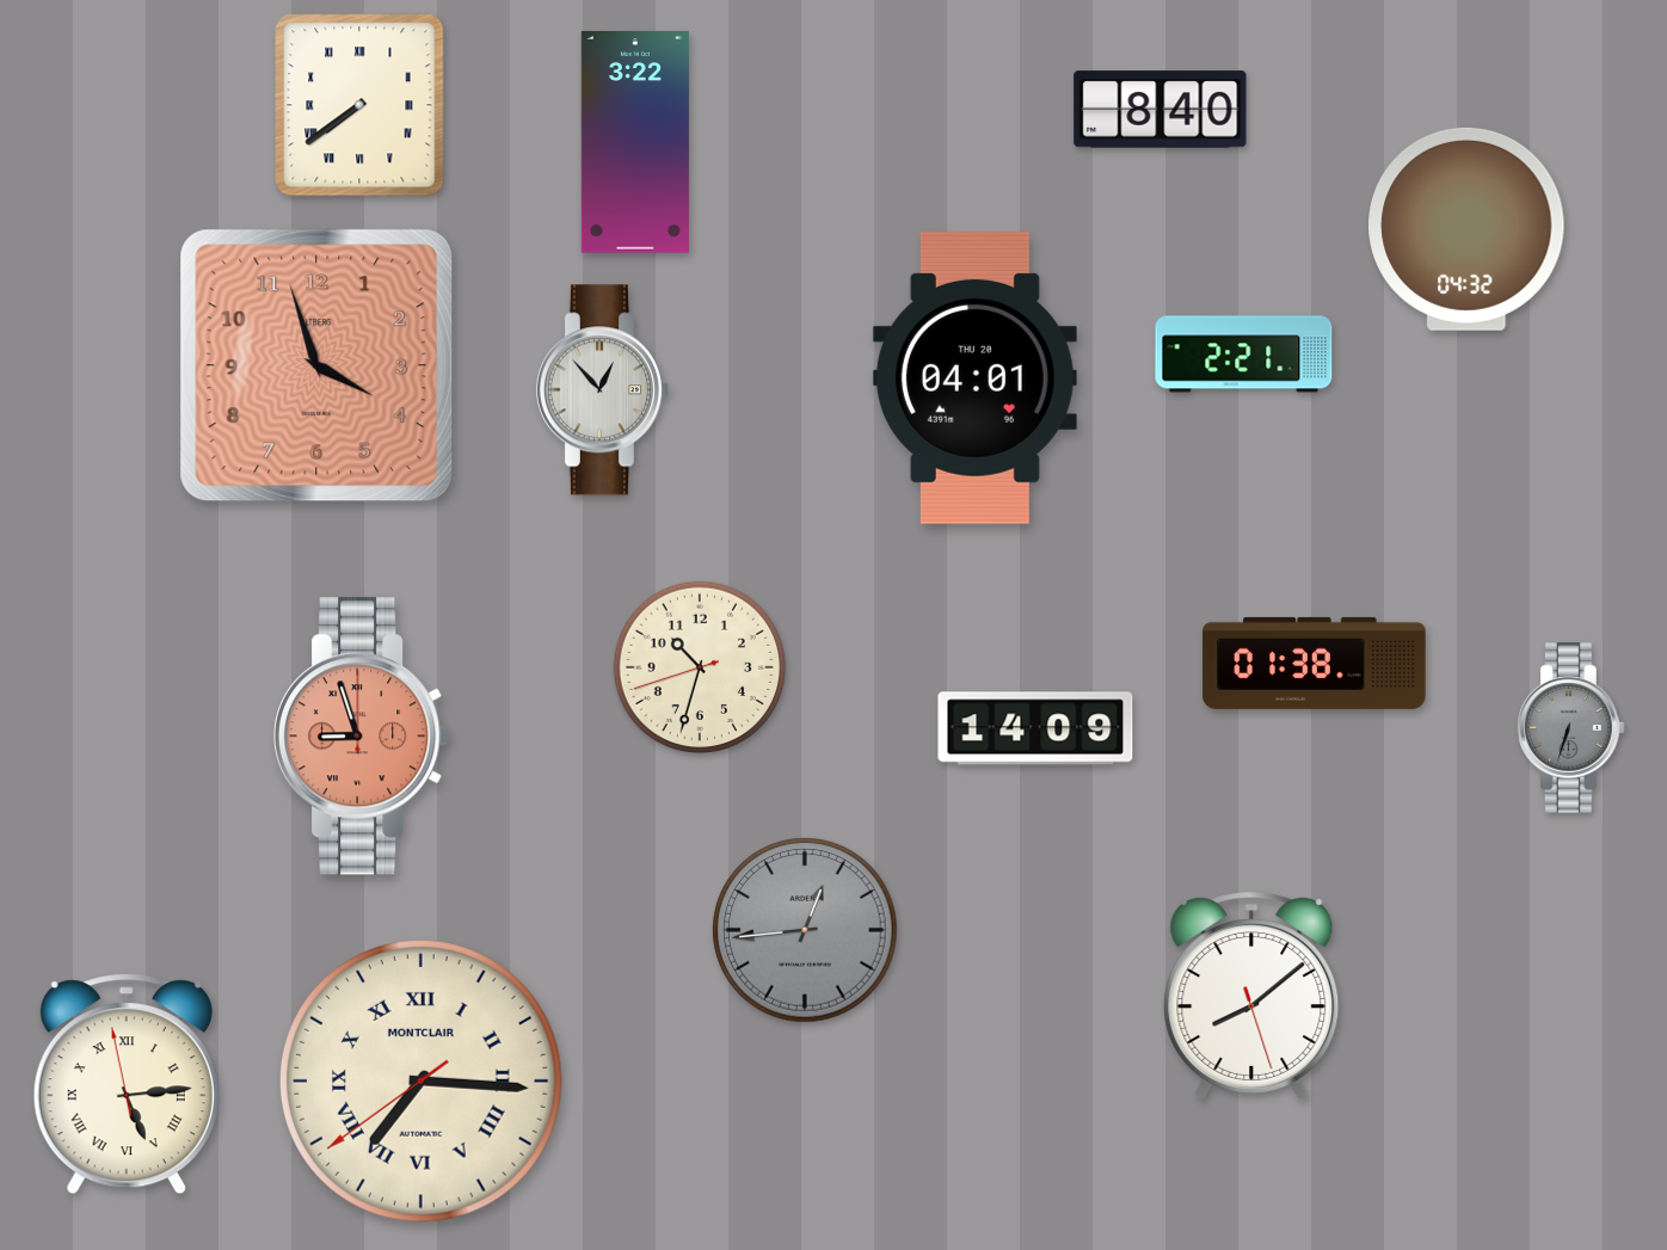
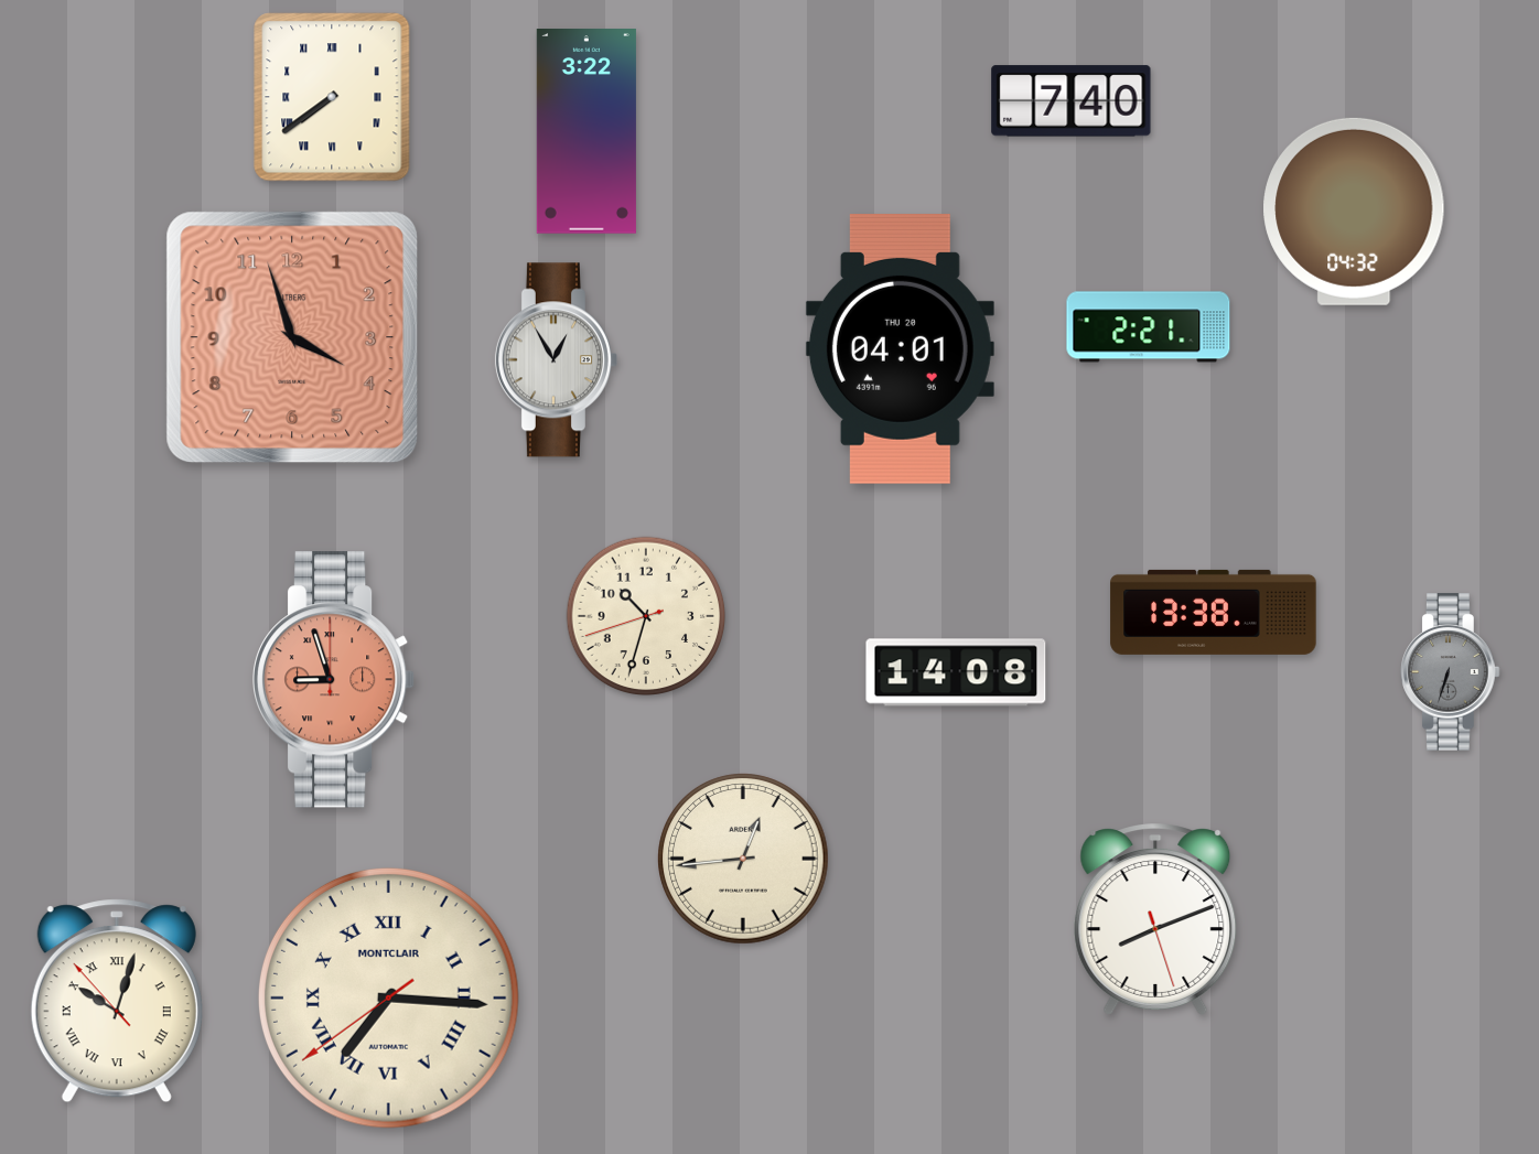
clock at (1161, 110): 8:40 -> 7:40
clock at (602, 390): 12:53 -> 12:55
clock at (1315, 663): 01:38 -> 13:38
clock at (1035, 728): 14:09 -> 14:08
clock at (805, 930) dial: grey -> cream
clock at (1251, 996): 8:08 -> 8:11
clock at (127, 1084): 5:13 -> 10:02
